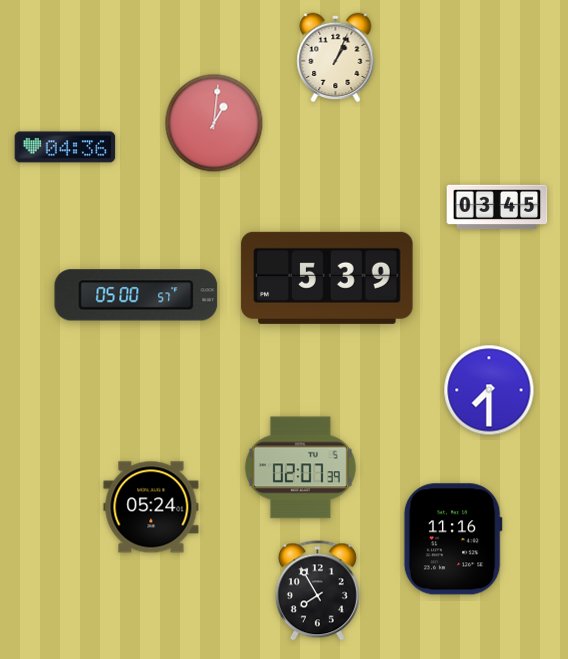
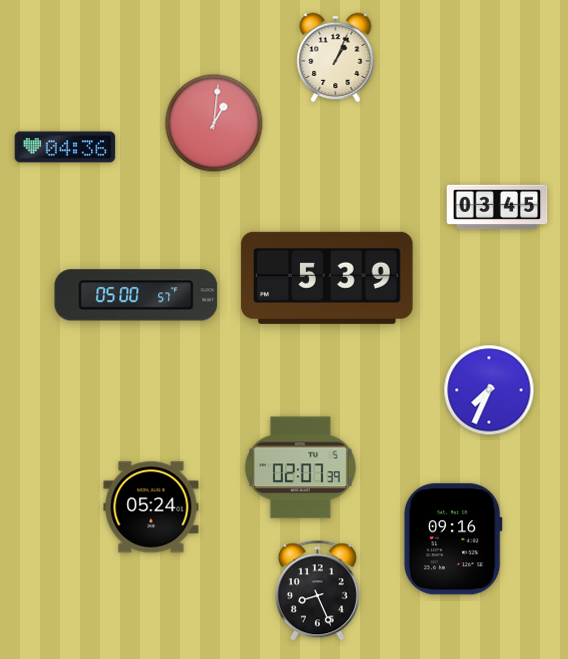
clock at (489, 390): 7:30 -> 7:34
clock at (453, 539): 11:16 -> 09:16
clock at (317, 591): 7:55 -> 8:26
